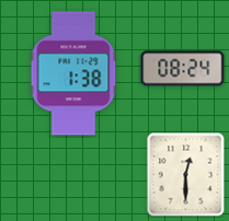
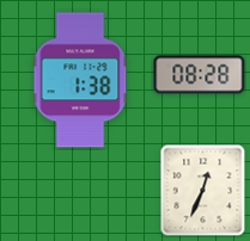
clock at (183, 69): 08:24 -> 08:28
clock at (186, 174): 12:30 -> 12:34
